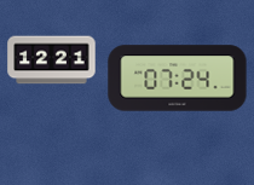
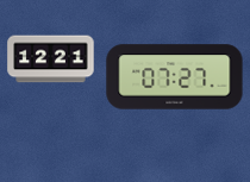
clock at (178, 79): 07:24 -> 07:27
